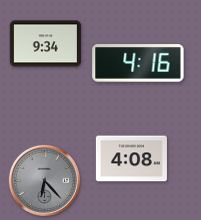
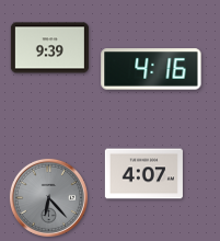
clock at (45, 44): 9:34 -> 9:39
clock at (131, 159): 4:08 -> 4:07
